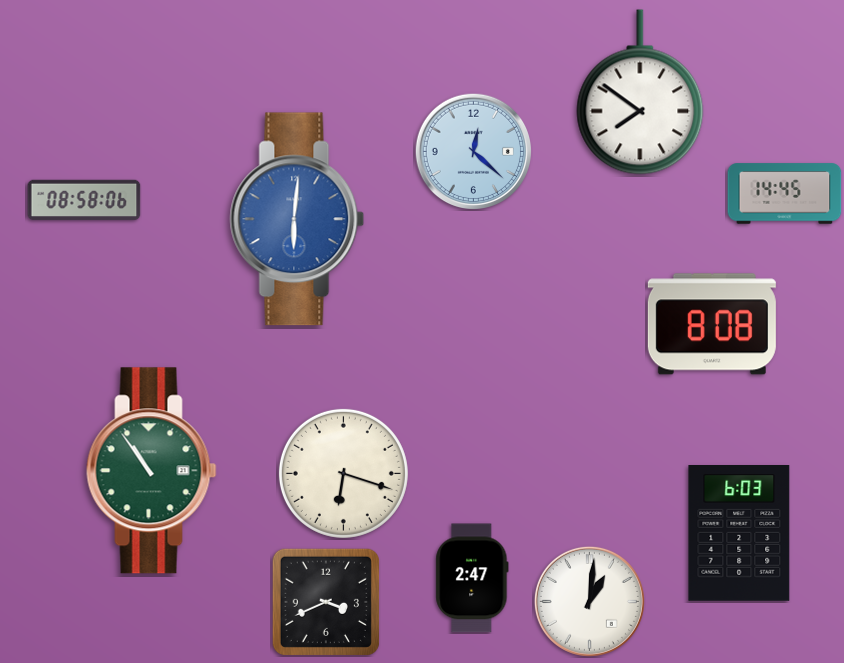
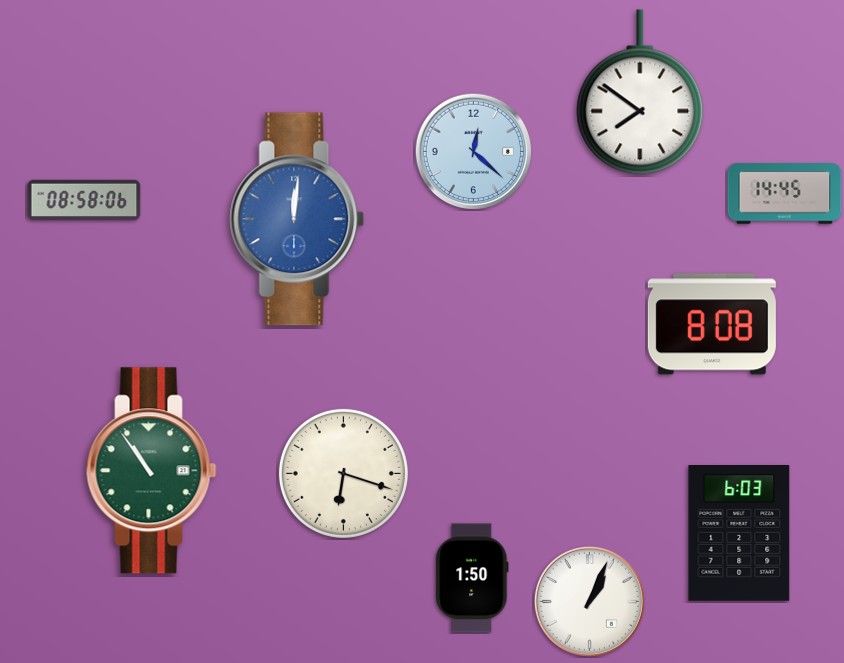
clock at (297, 219): 6:01 -> 12:01
clock at (472, 578): 2:47 -> 1:50
clock at (589, 601): 1:01 -> 1:04
clock at (326, 602): 3:41 -> none
